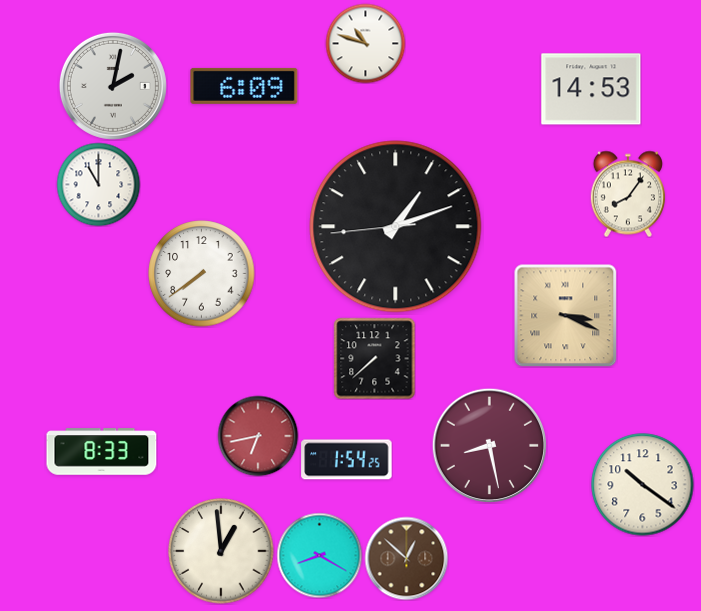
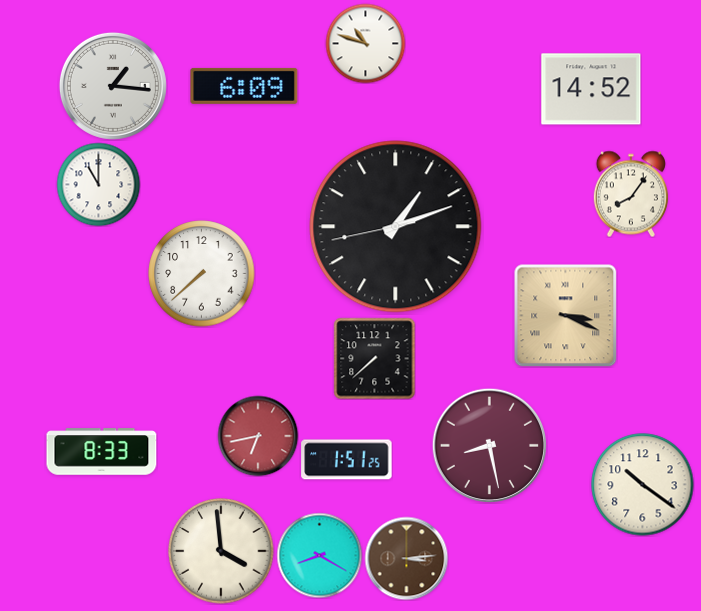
clock at (113, 86): 2:02 -> 1:16
clock at (591, 89): 14:53 -> 14:52
clock at (628, 194) position: (628, 194) -> (631, 194)
clock at (396, 227): 1:11:44 -> 1:11:43
clock at (202, 274): 7:39 -> 7:38
clock at (347, 460): 1:54 -> 1:51
clock at (221, 551): 12:59 -> 3:59
clock at (406, 558): 12:52 -> 3:14
